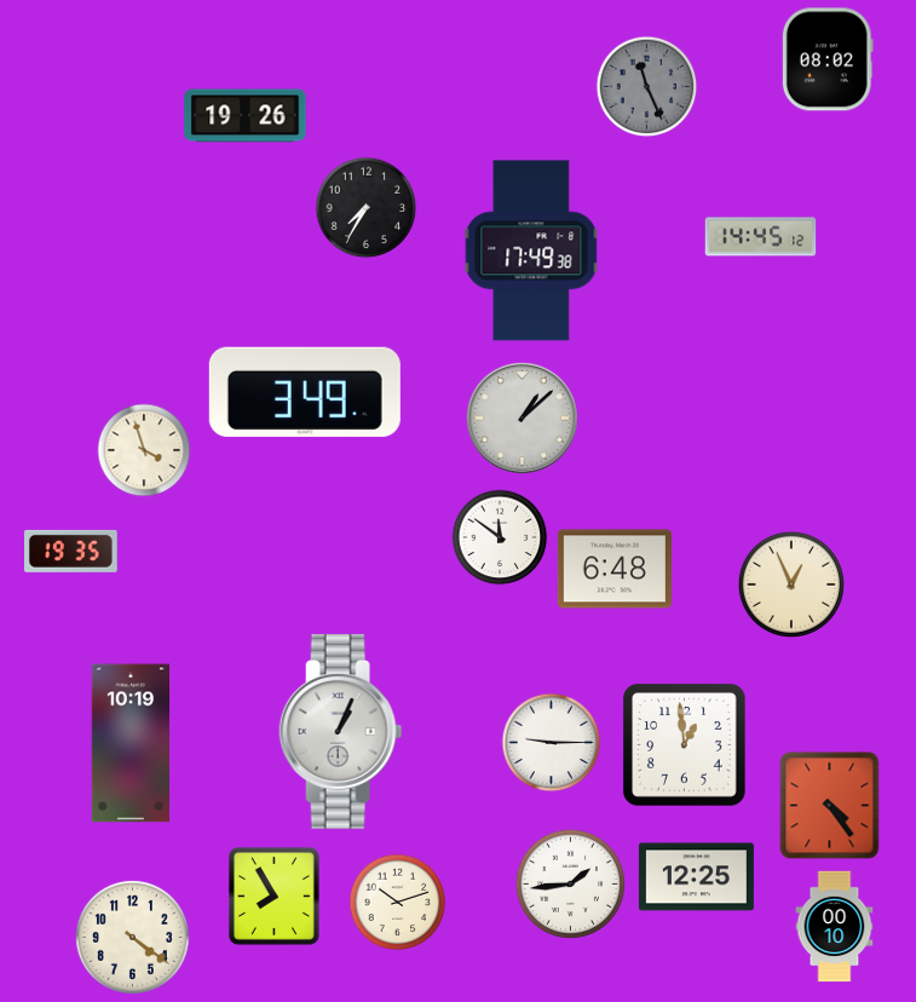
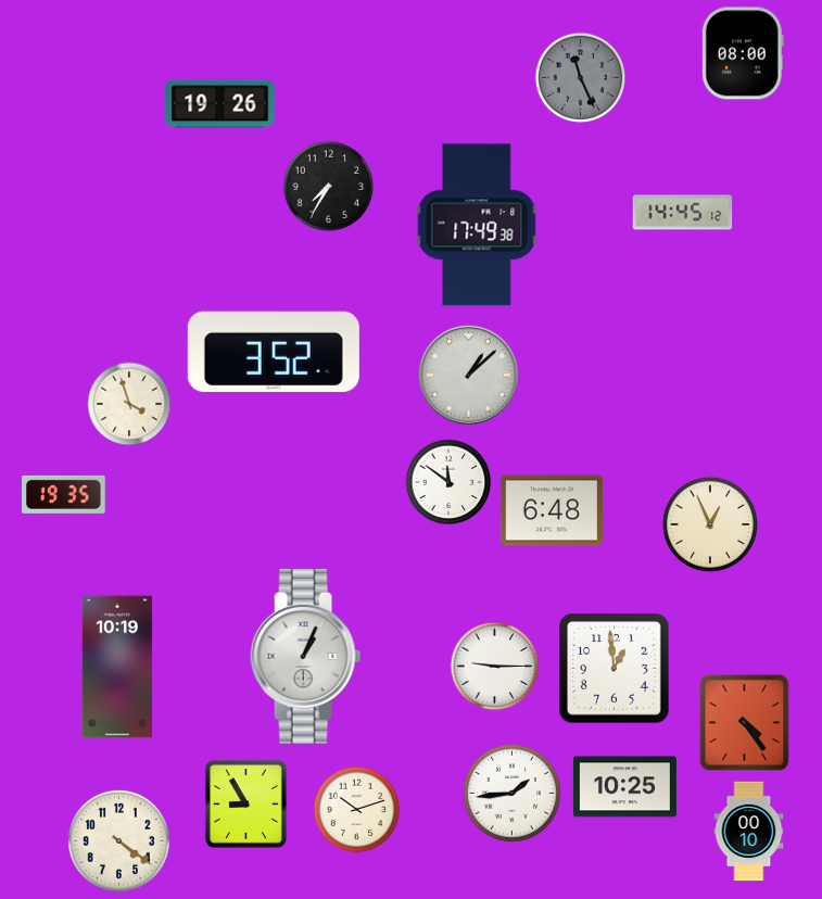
clock at (828, 59): 08:02 -> 08:00
clock at (305, 392): 3:49 -> 3:52
clock at (696, 877): 12:25 -> 10:25
clock at (273, 896): 7:55 -> 8:55
